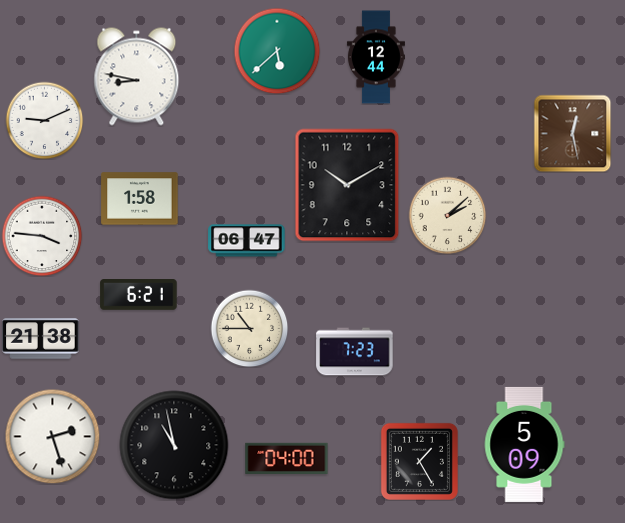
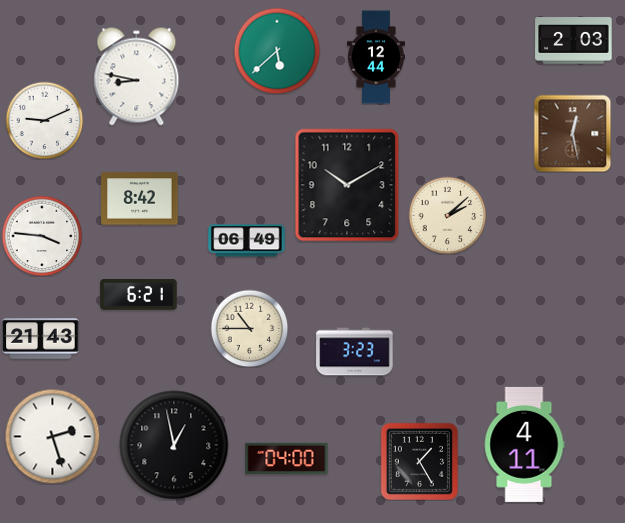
clock at (574, 41): none -> 2:03
clock at (140, 199): 1:58 -> 8:42
clock at (247, 241): 06:47 -> 06:49
clock at (41, 339): 21:38 -> 21:43
clock at (355, 352): 7:23 -> 3:23
clock at (524, 444): 5:09 -> 4:11
clock at (174, 445): 10:58 -> 12:58
